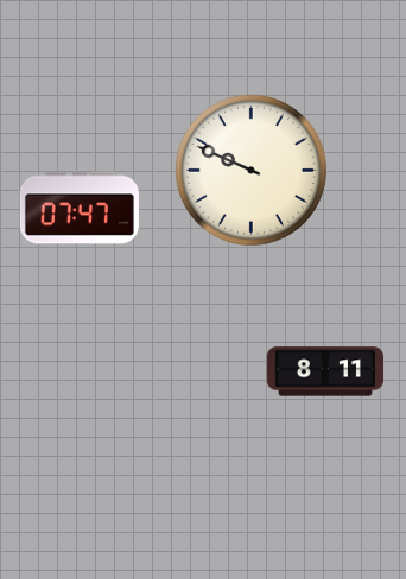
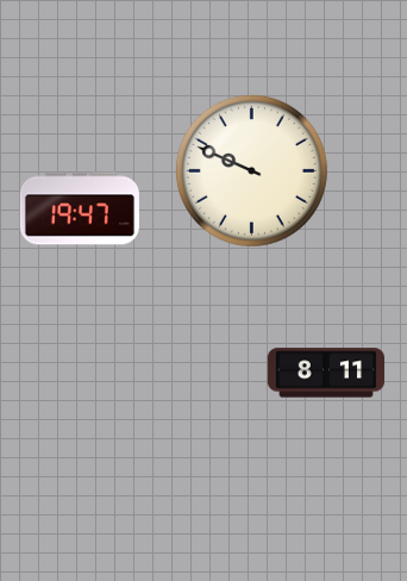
clock at (80, 208): 07:47 -> 19:47
